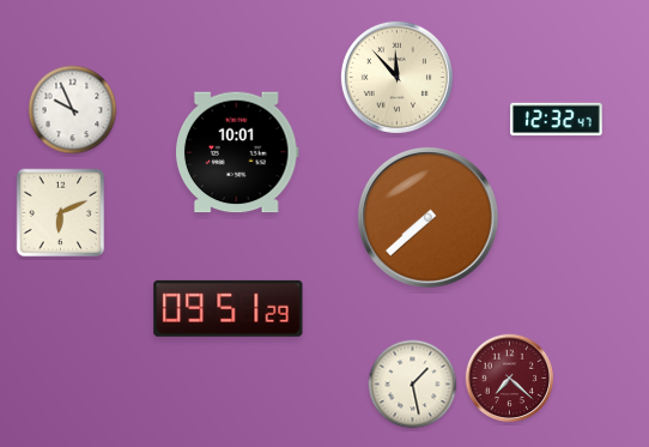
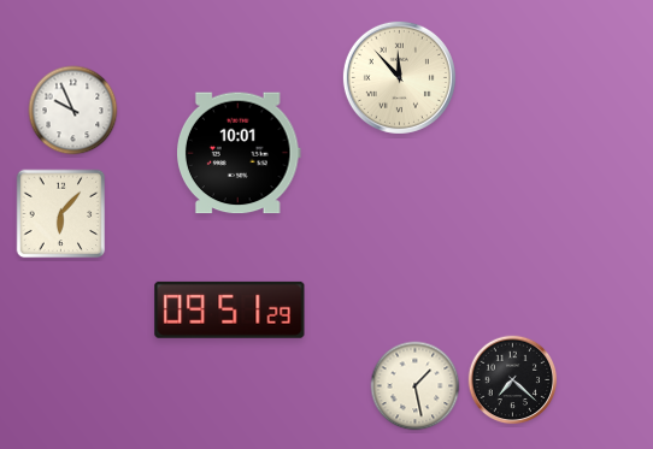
clock at (557, 120): 12:32 -> none
clock at (61, 213): 6:11 -> 6:07
clock at (427, 217): 7:38 -> none
clock at (510, 379) dial: burgundy -> black
